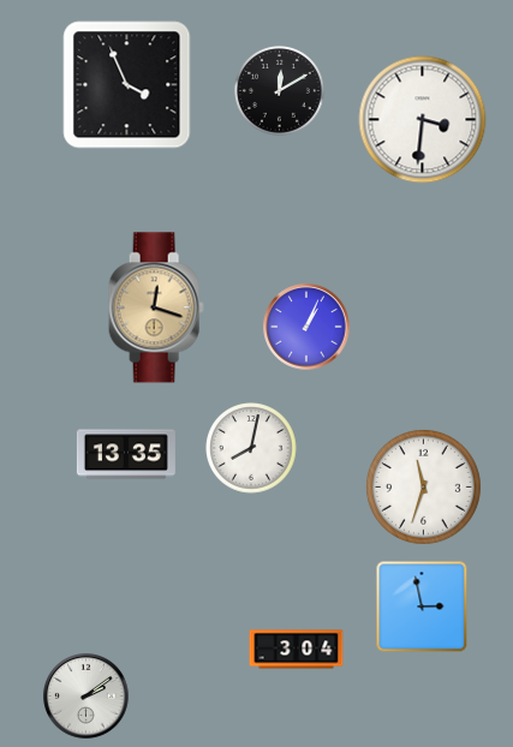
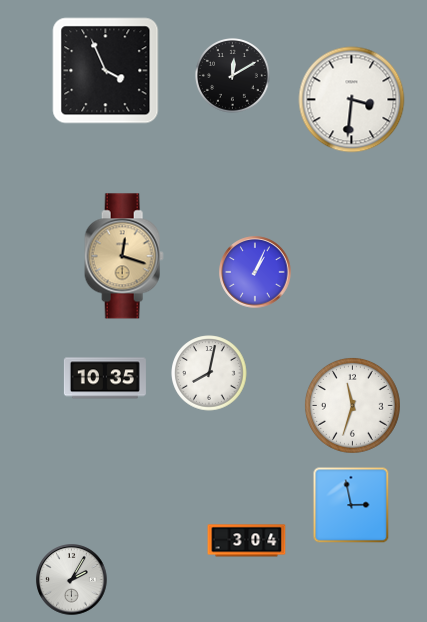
clock at (156, 307) position: (156, 307) -> (124, 256)
clock at (126, 454): 13:35 -> 10:35
clock at (87, 697): 2:09 -> 2:05
